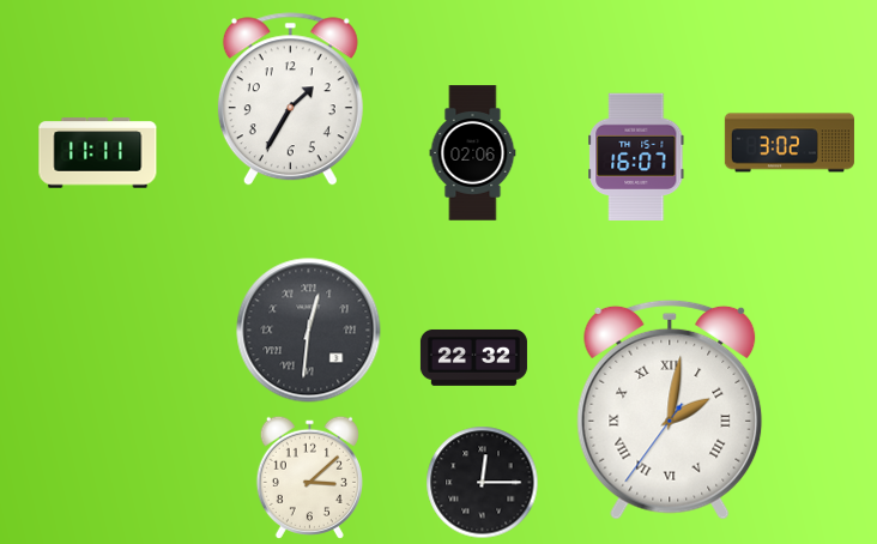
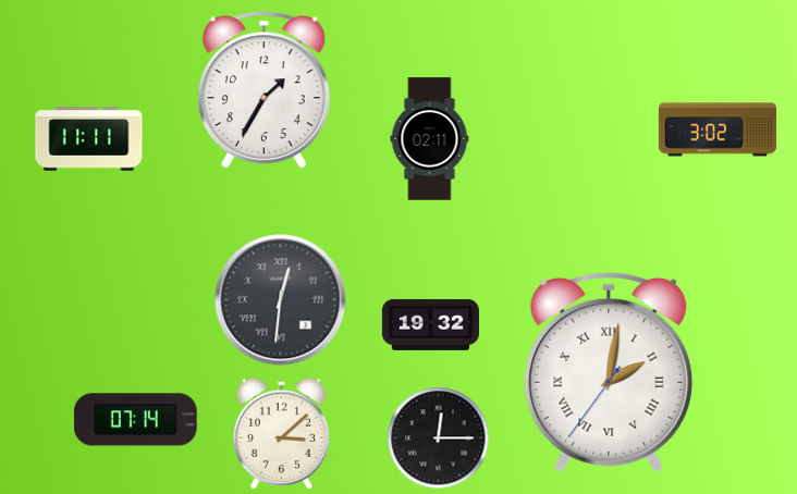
clock at (473, 153): 02:06 -> 02:11
clock at (636, 157): 16:07 -> none
clock at (473, 357): 22:32 -> 19:32
clock at (136, 420): none -> 07:14
